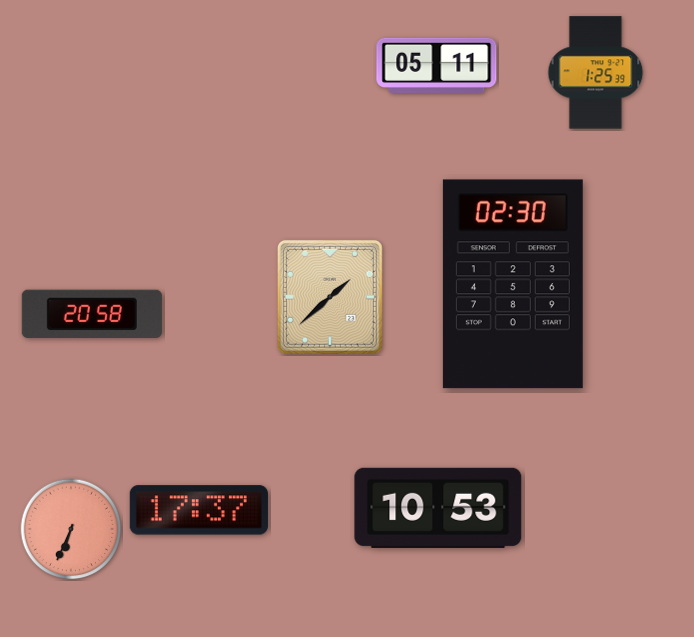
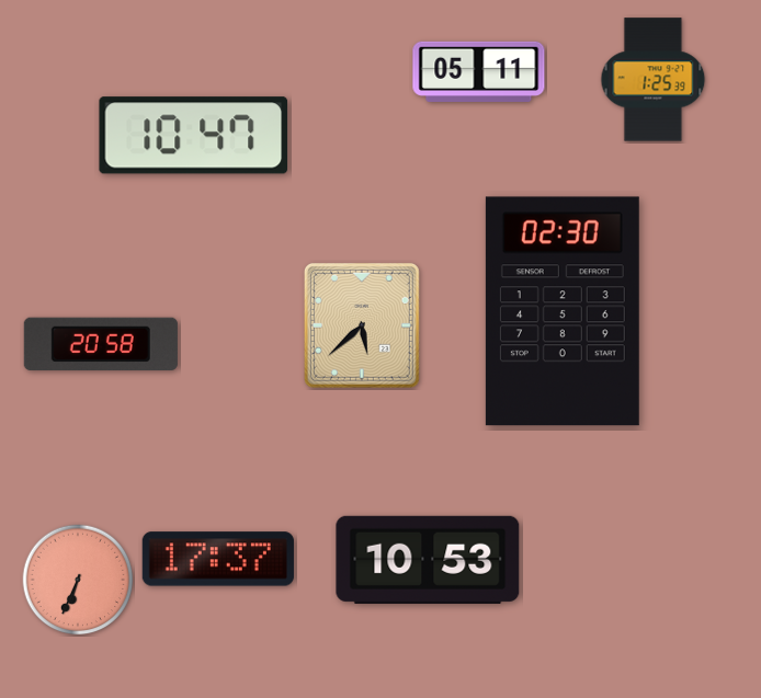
clock at (194, 136): none -> 10:47
clock at (330, 297): 1:38 -> 5:38
clock at (438, 508) position: (438, 508) -> (428, 560)
